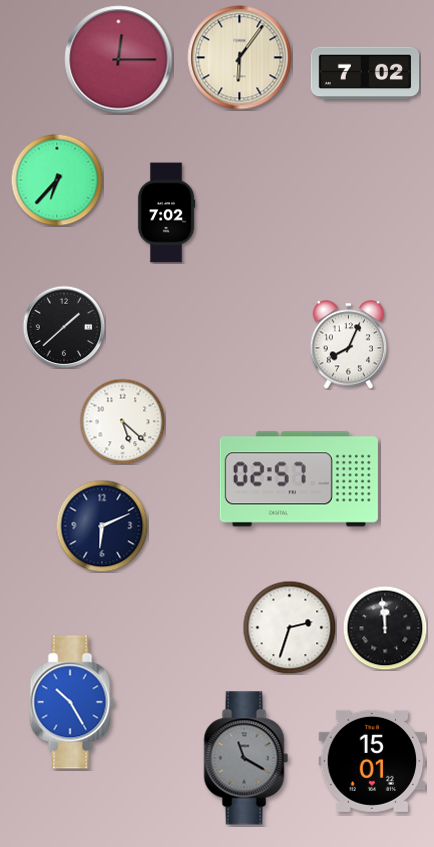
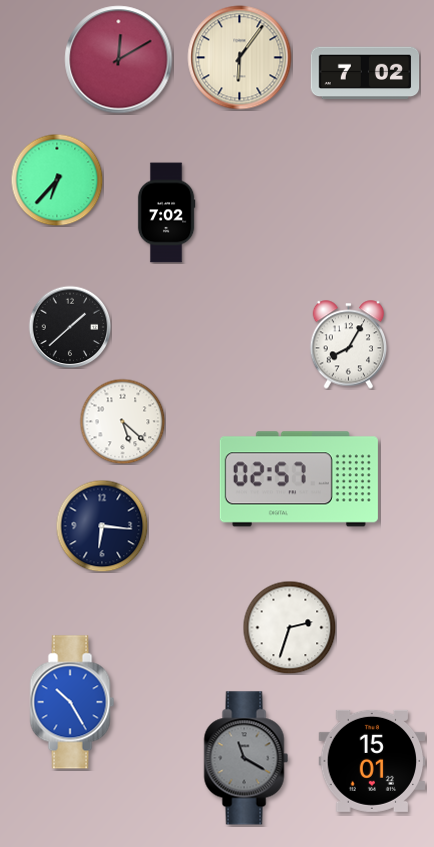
clock at (119, 60): 12:15 -> 12:10
clock at (64, 327) position: (64, 327) -> (70, 327)
clock at (349, 345): 8:04 -> 8:05
clock at (102, 526): 6:11 -> 6:16
clock at (385, 628): 11:59 -> none
